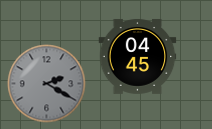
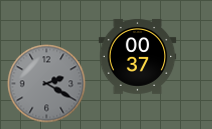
clock at (137, 57): 04:45 -> 00:37
